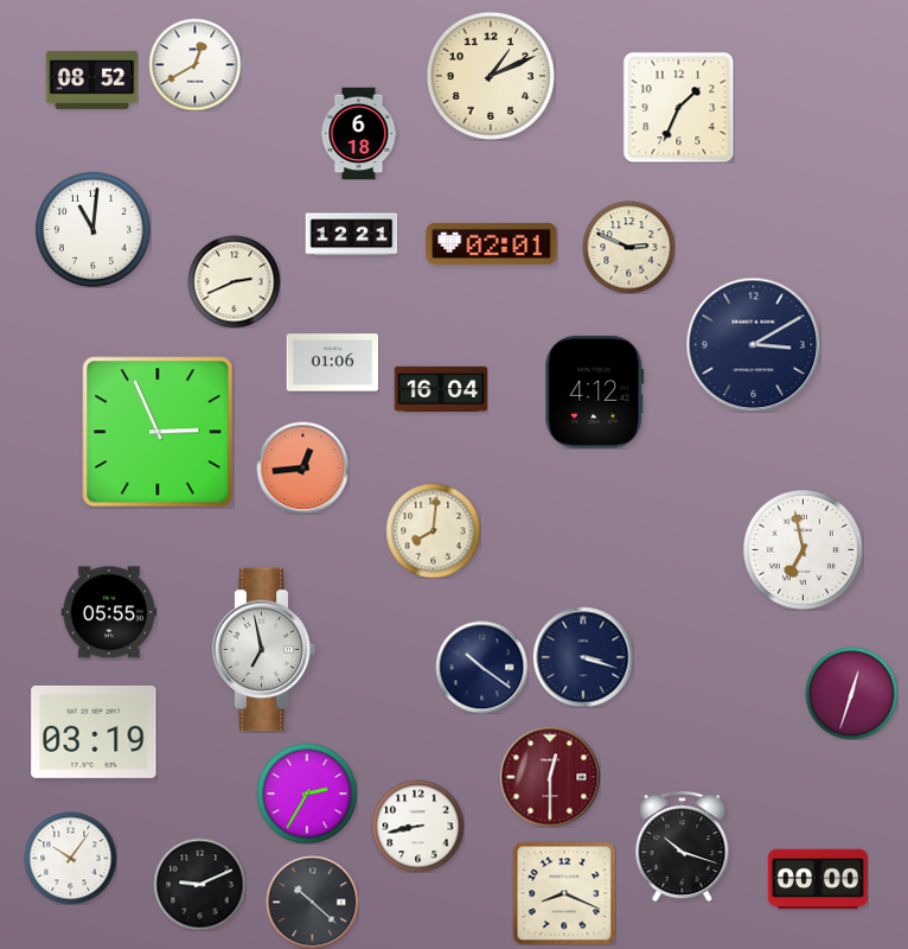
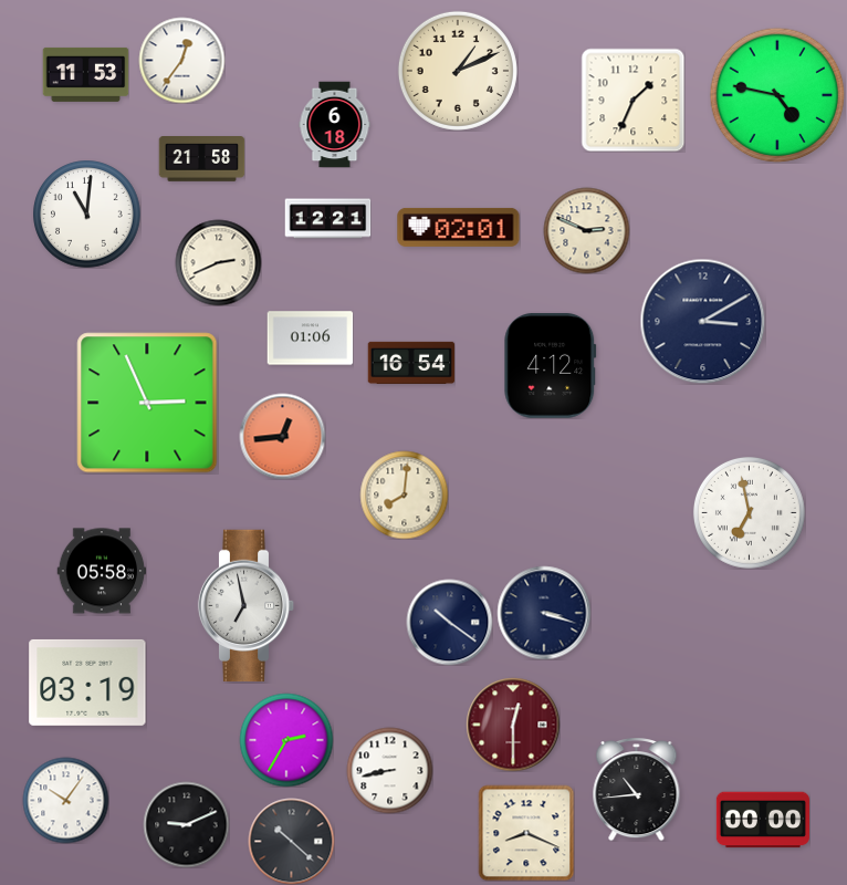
clock at (194, 64): 12:40 -> 12:36
clock at (91, 79): 08:52 -> 11:53
clock at (777, 95): none -> 4:47
clock at (201, 159): none -> 21:58
clock at (441, 388): 16:04 -> 16:54
clock at (595, 391) position: (595, 391) -> (551, 365)
clock at (109, 612): 05:55 -> 05:58
clock at (851, 693): 12:33 -> none
clock at (683, 846): 10:18 -> 10:44
